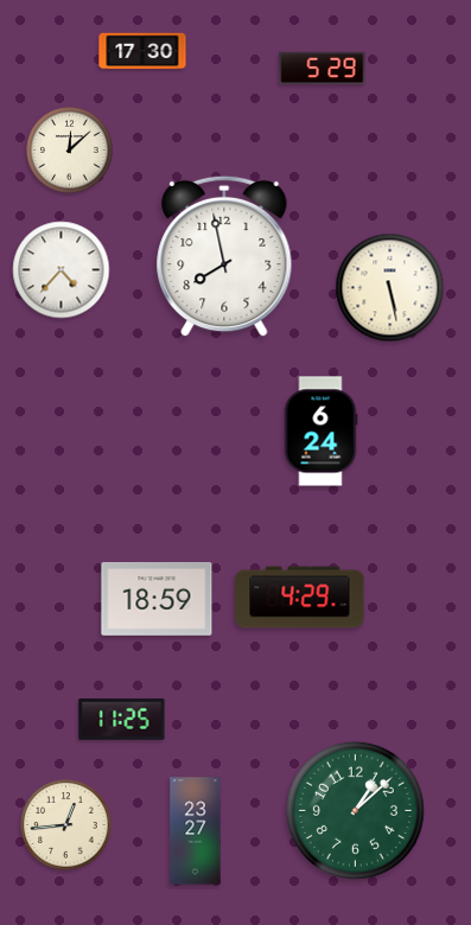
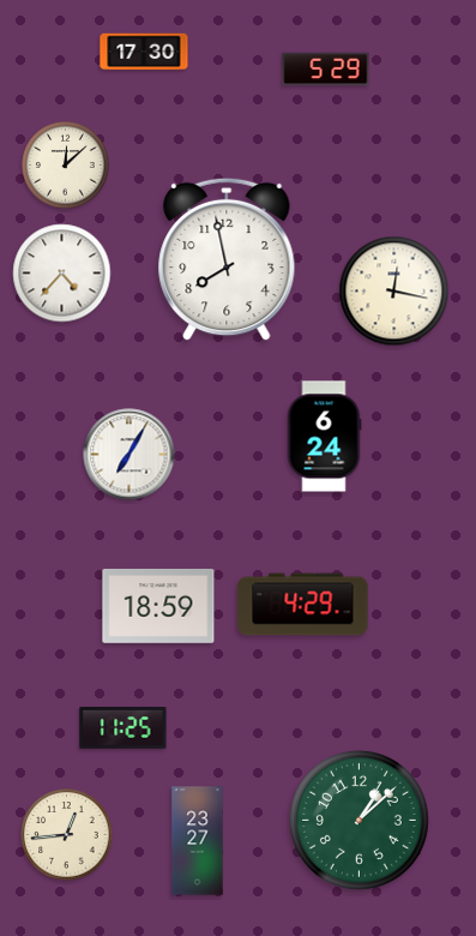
clock at (70, 151) position: (70, 151) -> (66, 166)
clock at (390, 288): 5:28 -> 12:17
clock at (129, 455): none -> 7:05
